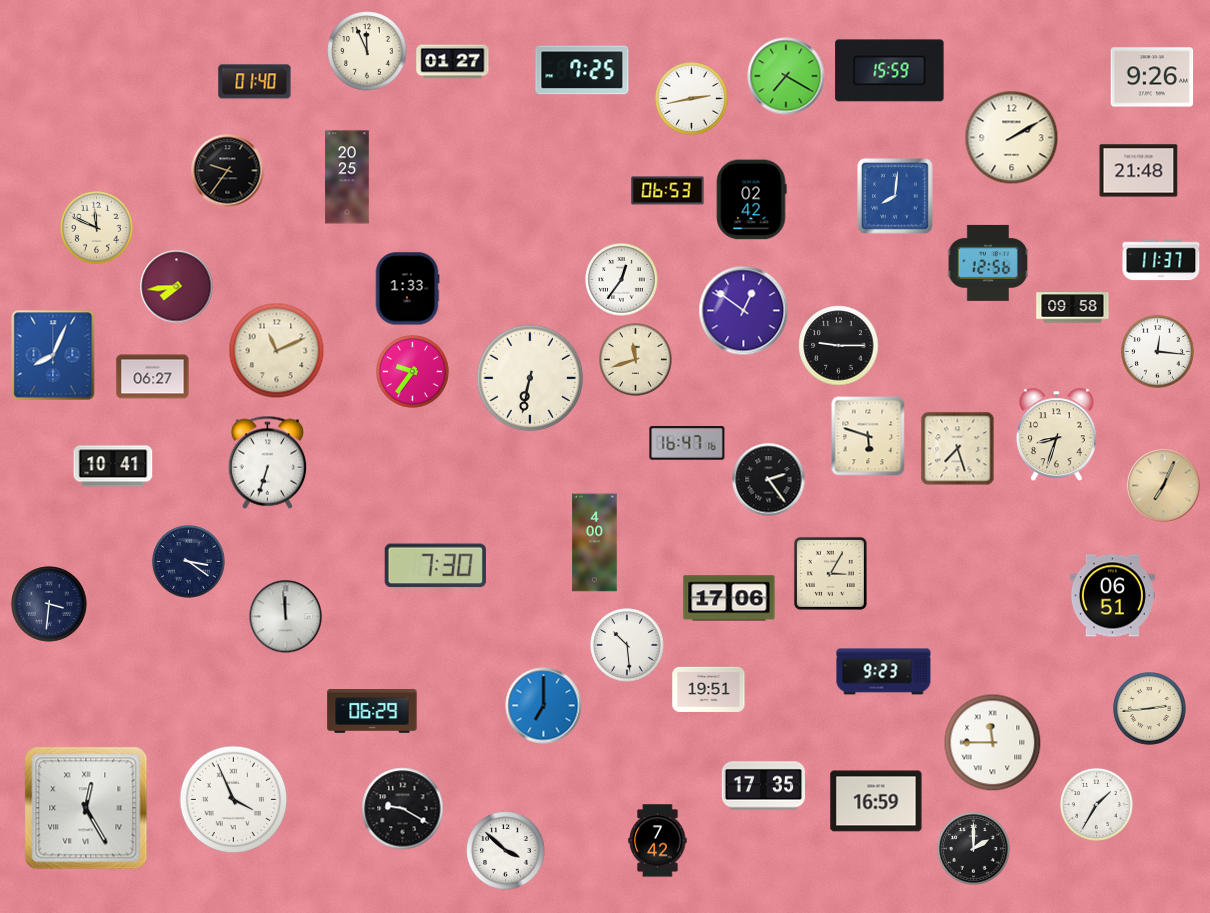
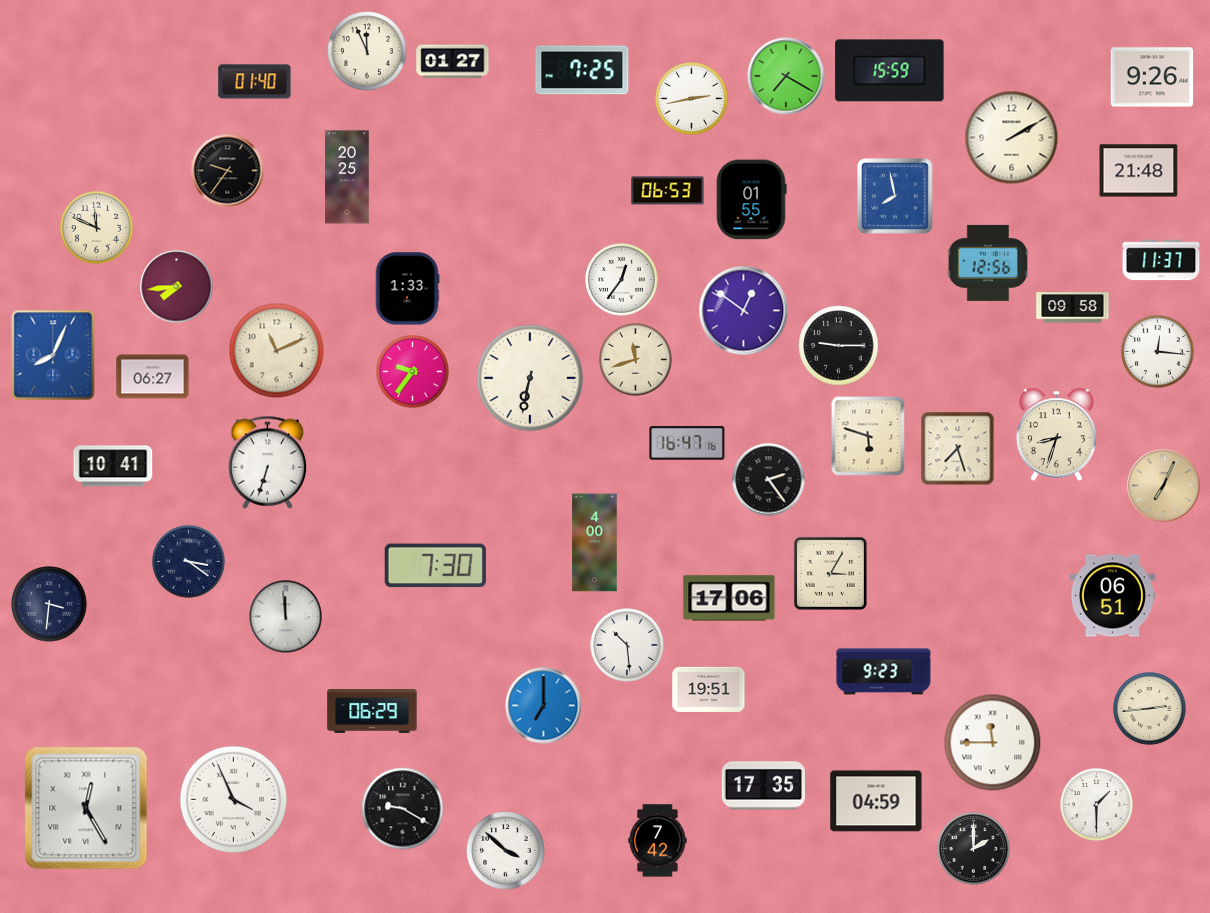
clock at (895, 196): 8:01 -> 7:58
clock at (751, 200): 02:42 -> 01:55
clock at (876, 801): 16:59 -> 04:59
clock at (1097, 805): 1:35 -> 1:30
